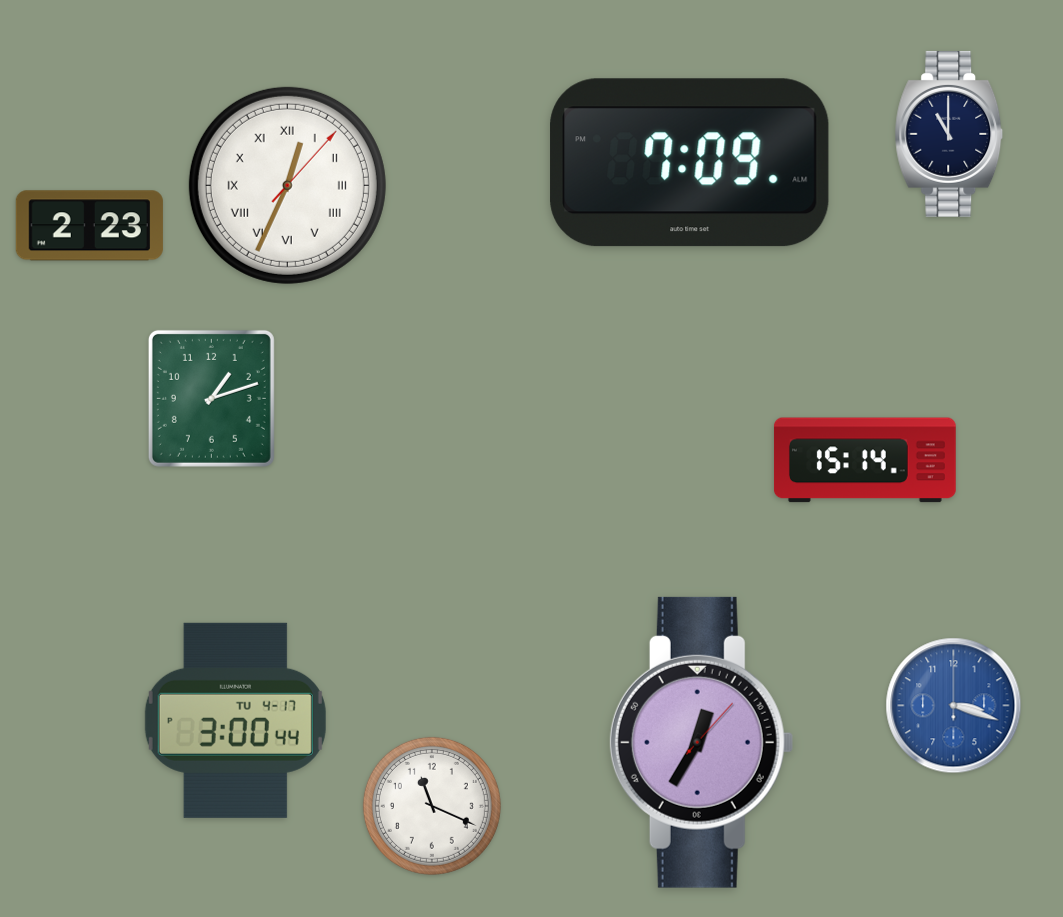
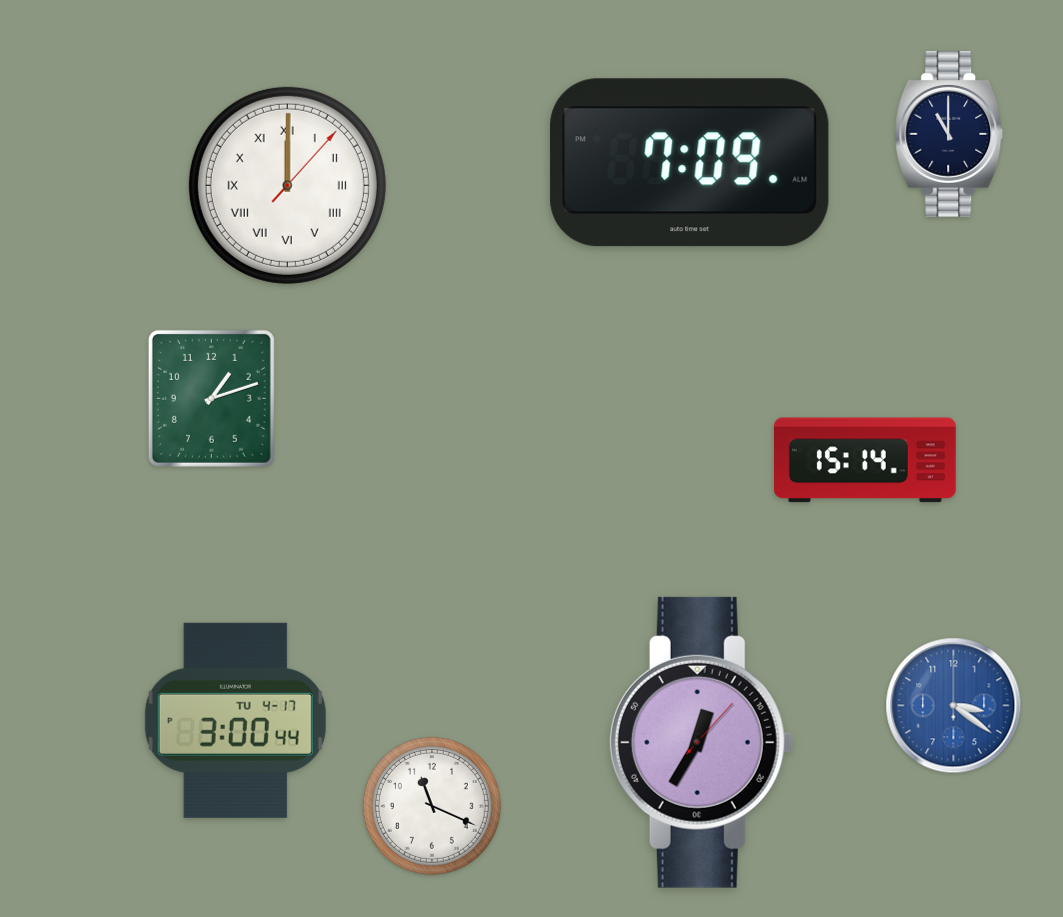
clock at (287, 185): 12:34 -> 12:00
clock at (89, 226): 2:23 -> none
clock at (954, 706): 3:18 -> 3:21
